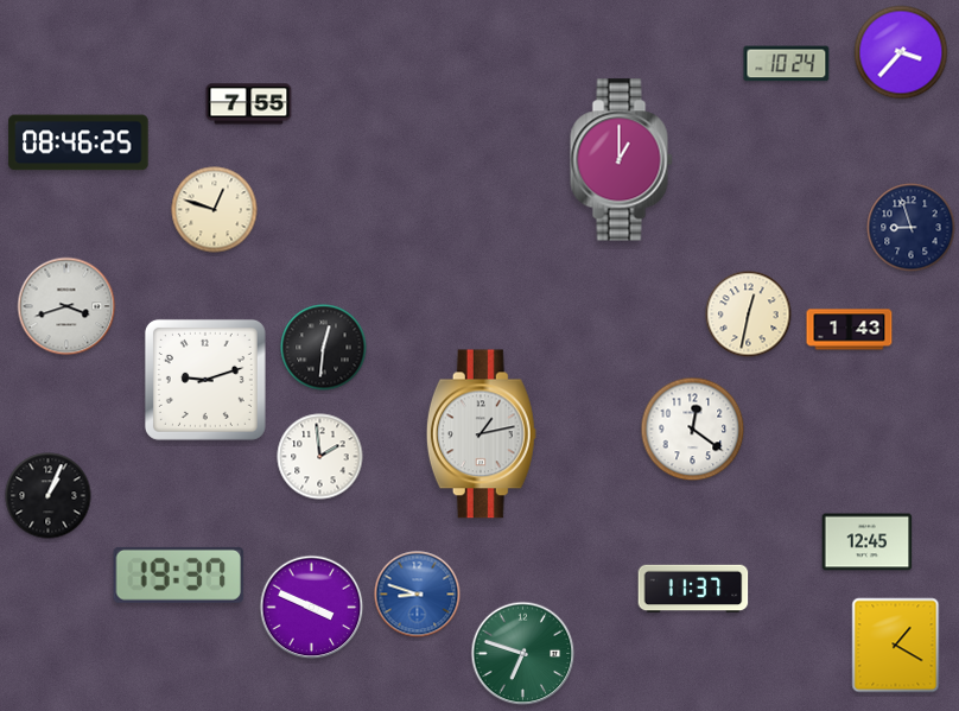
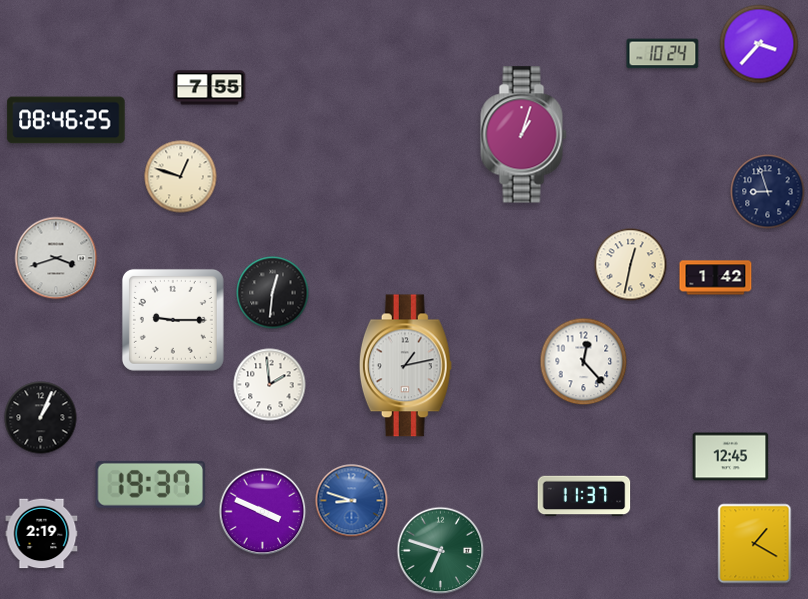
clock at (622, 160): 1:00 -> 1:03
clock at (850, 330): 1:43 -> 1:42
clock at (205, 380): 9:12 -> 9:15
clock at (693, 430): 12:21 -> 12:23
clock at (42, 534): none -> 2:19
